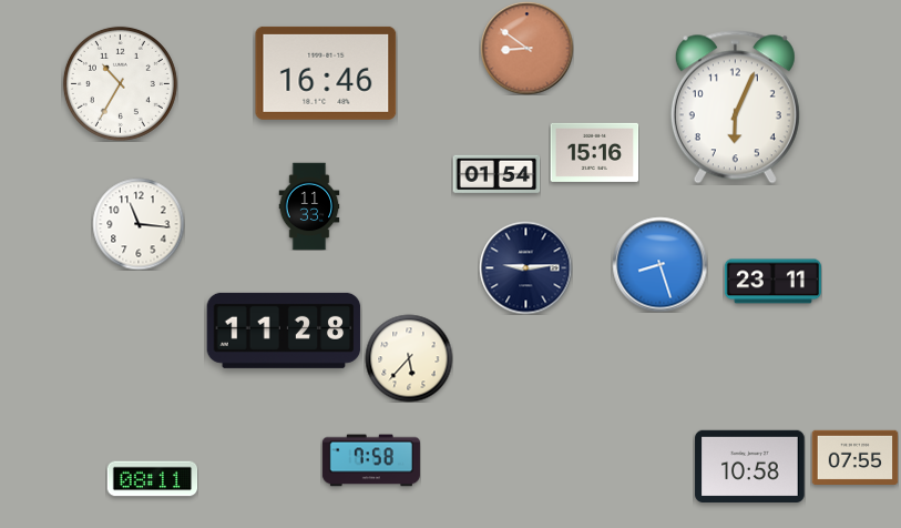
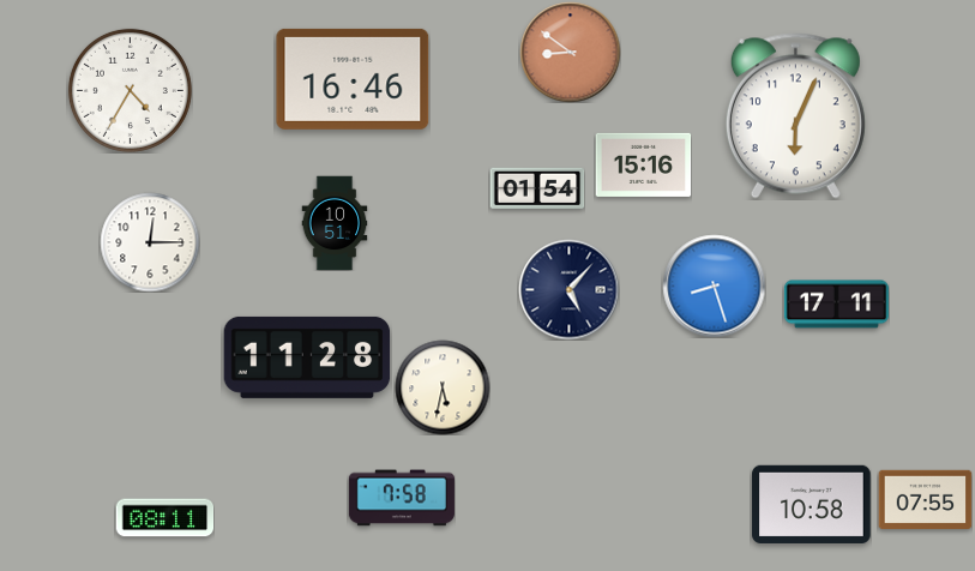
clock at (120, 83): 10:35 -> 4:35
clock at (309, 206): 11:33 -> 10:51
clock at (139, 224): 11:16 -> 12:15
clock at (525, 267): 9:14 -> 5:07
clock at (772, 282): 23:11 -> 17:11
clock at (409, 358): 5:37 -> 5:32
clock at (854, 458) position: (854, 458) -> (925, 500)
